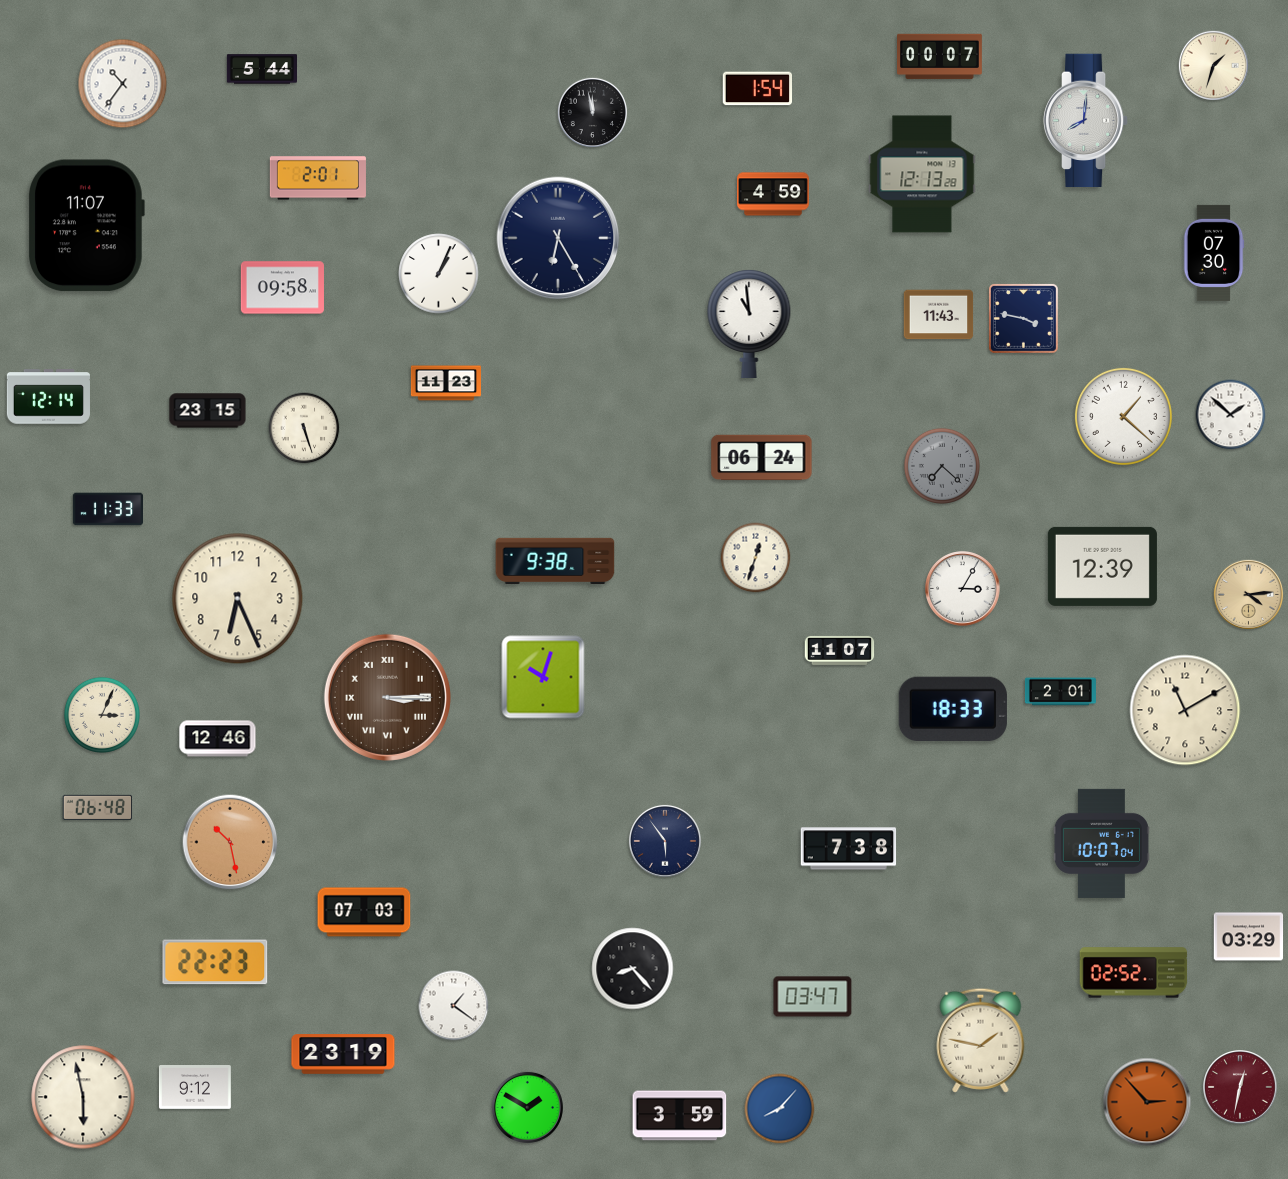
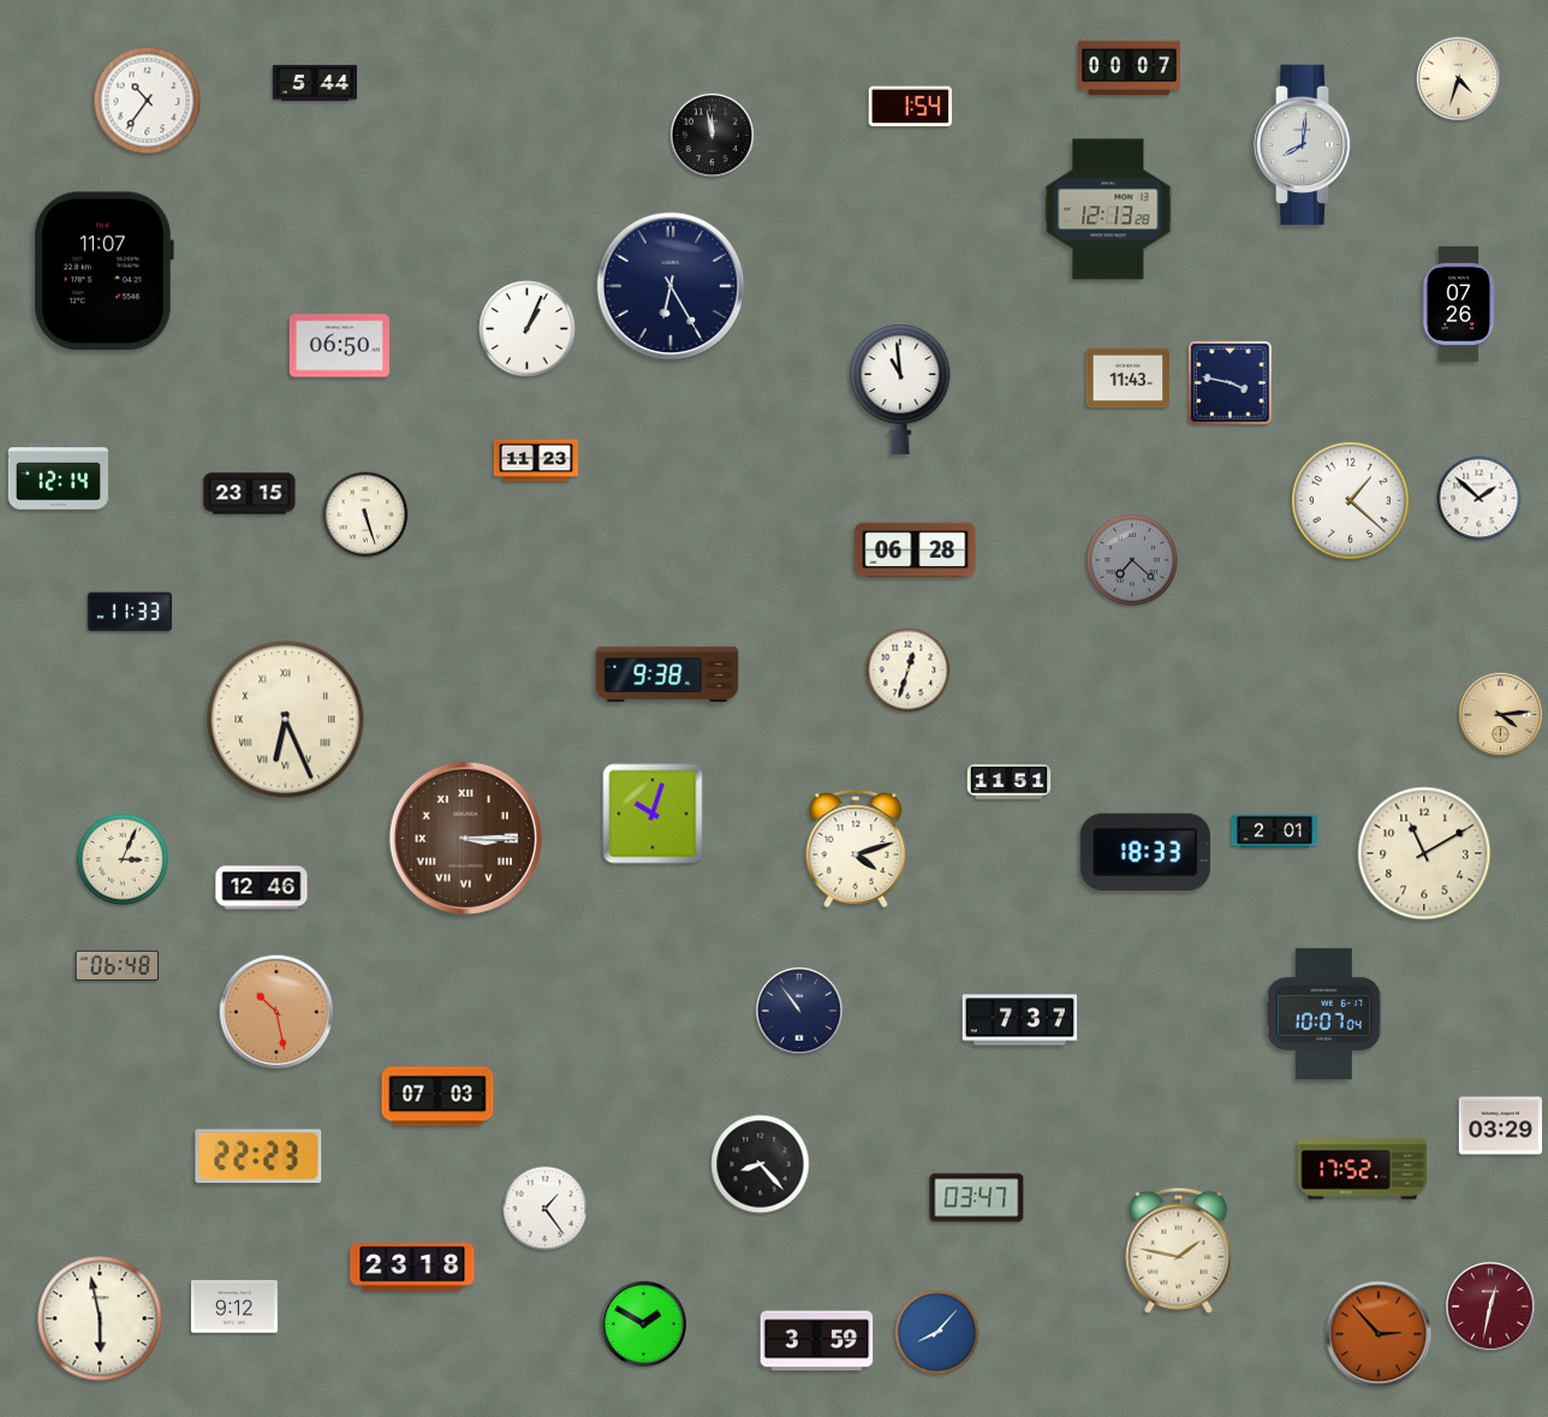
clock at (1213, 65): 1:33 -> 4:33
clock at (318, 178): 2:01 -> none
clock at (774, 194): 4:59 -> none
clock at (1214, 253): 07:30 -> 07:26
clock at (282, 288): 09:58 -> 06:50
clock at (762, 458): 06:24 -> 06:28
clock at (1102, 566): 12:39 -> none
clock at (963, 589): 3:05 -> none
clock at (238, 599) numerals: Arabic -> Roman
clock at (840, 650): 11:07 -> 11:51
clock at (856, 849): none -> 4:12
clock at (98, 807) position: (98, 807) -> (118, 965)
clock at (665, 841): 5:54 -> 10:54
clock at (849, 849): 7:38 -> 7:37
clock at (1134, 973): 02:52 -> 17:52
clock at (454, 1006): 1:21 -> 1:24
clock at (343, 1054): 23:19 -> 23:18
clock at (1147, 1102) position: (1147, 1102) -> (1379, 1334)
clock at (527, 1107) position: (527, 1107) -> (643, 1323)
